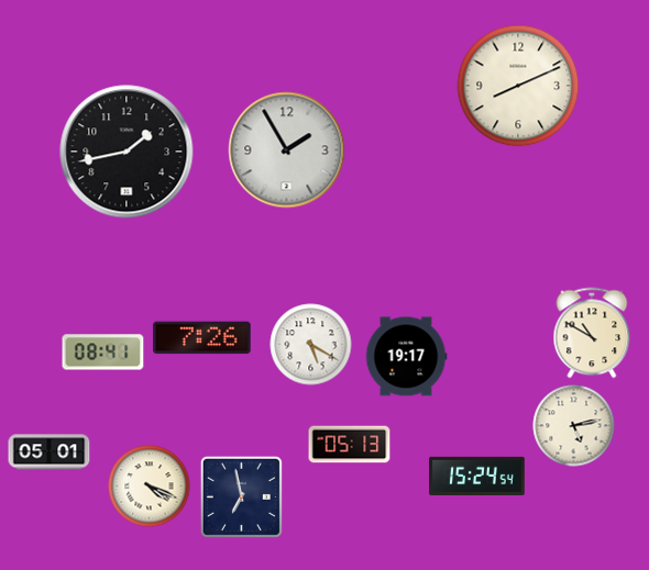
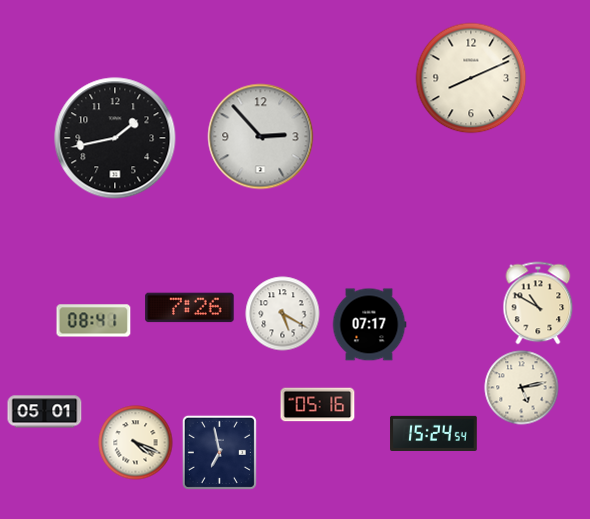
clock at (287, 150): 1:55 -> 2:53
clock at (202, 338) position: (202, 338) -> (190, 308)
clock at (406, 357): 19:17 -> 07:17
clock at (350, 445): 05:13 -> 05:16
